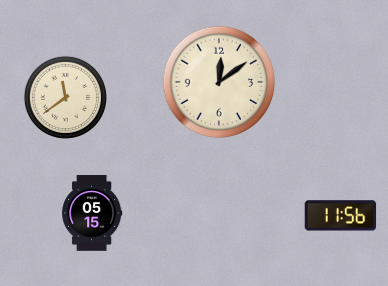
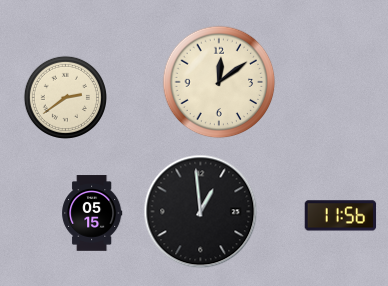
clock at (65, 97): 11:39 -> 2:39
clock at (201, 212): none -> 12:59
